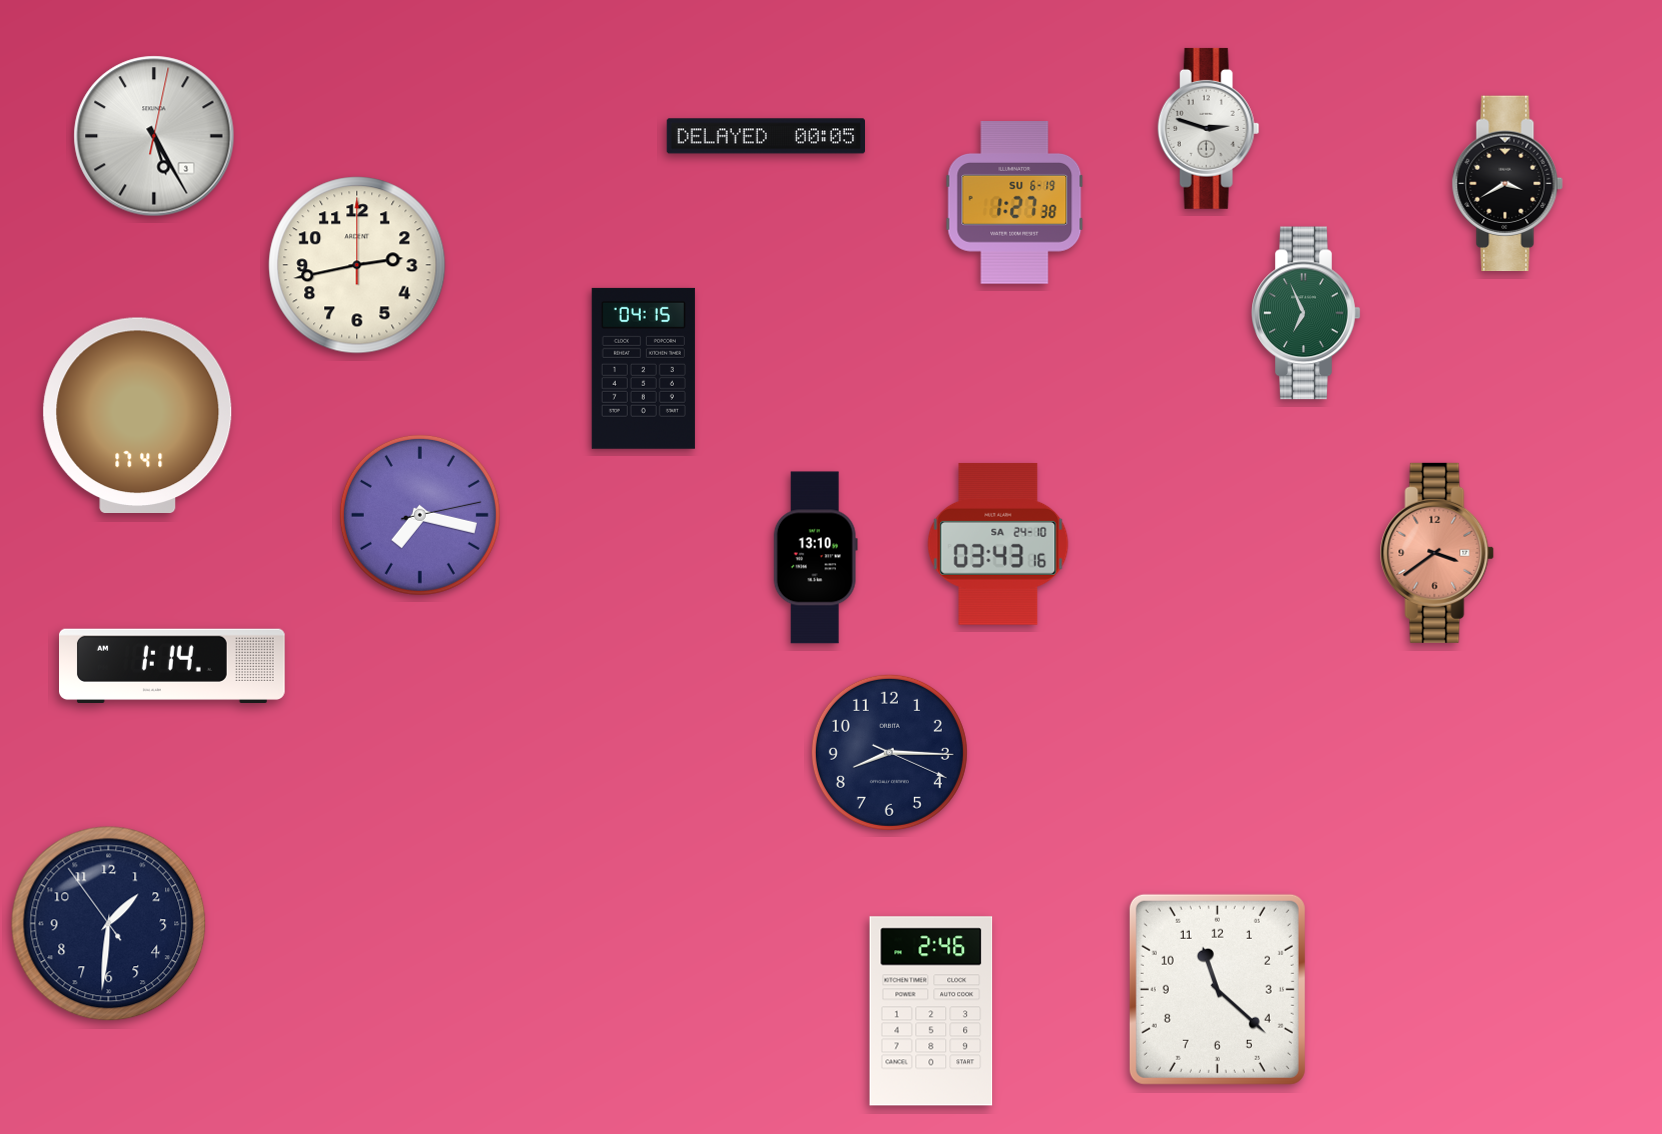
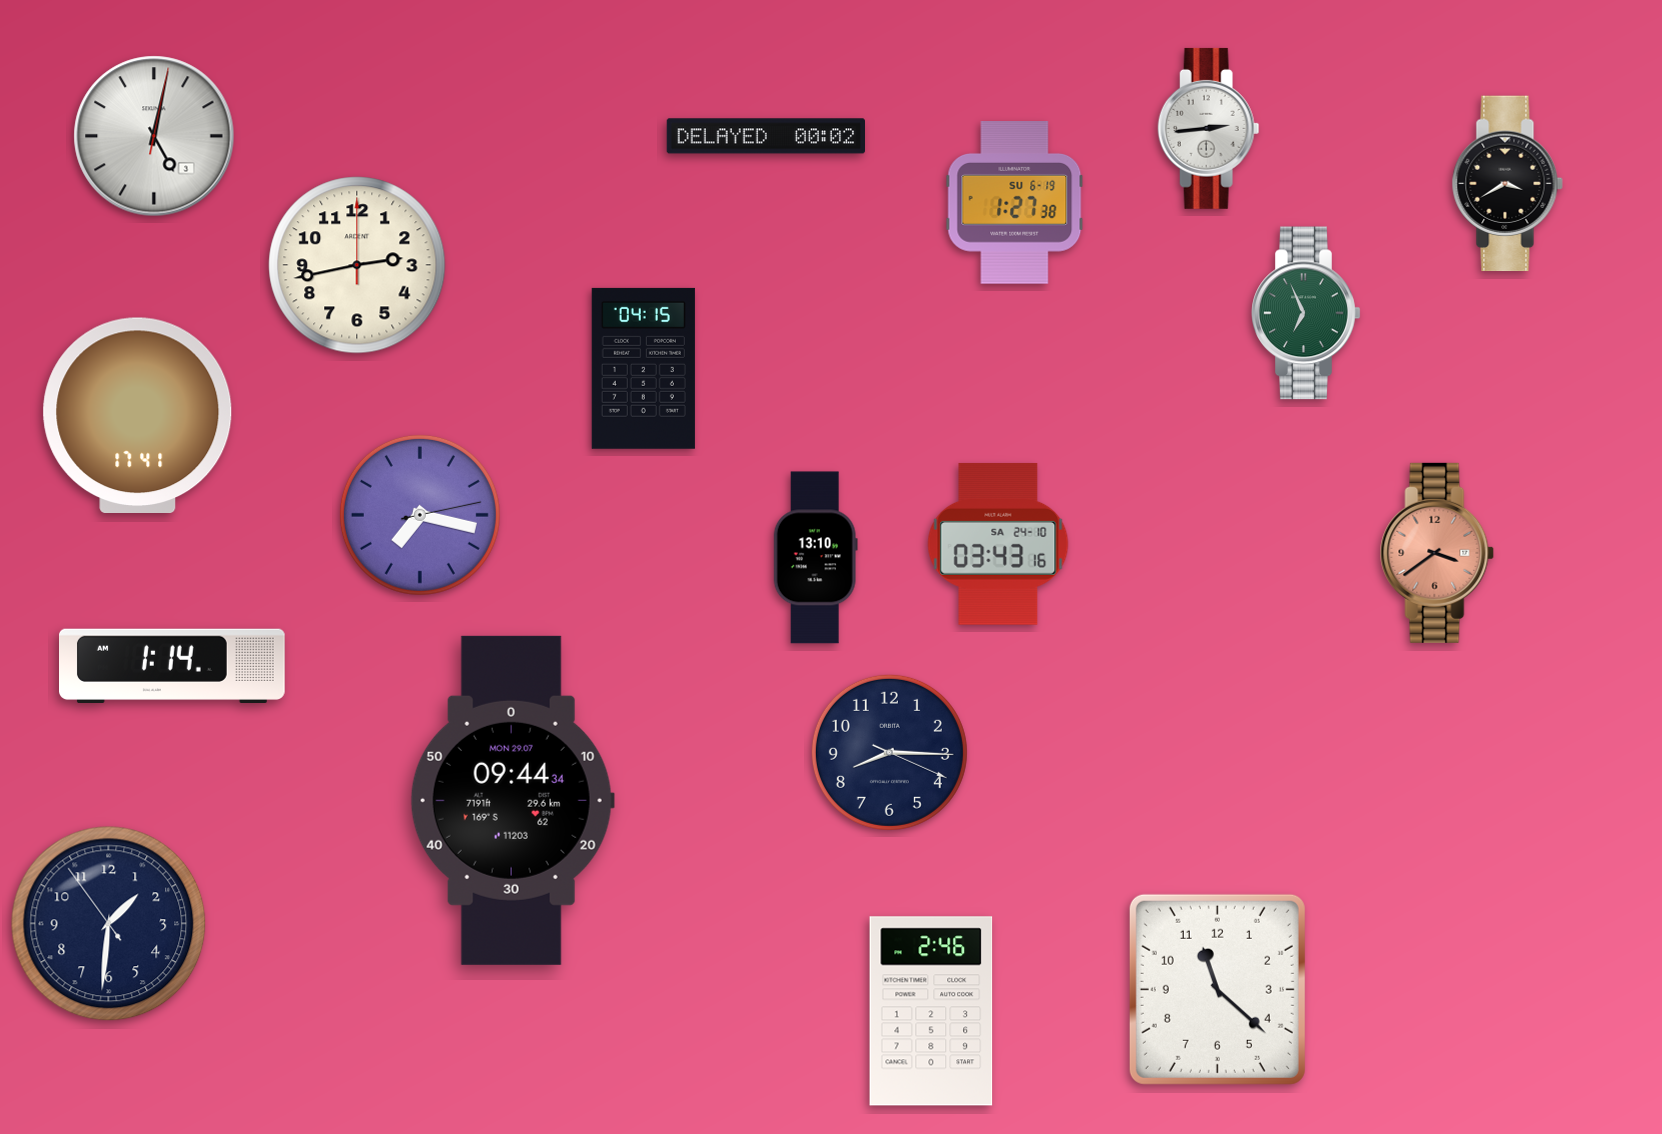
clock at (1209, 128): 2:48 -> 2:44
clock at (154, 136): 5:25 -> 5:02
clock at (765, 136): 00:05 -> 00:02
clock at (512, 800): none -> 09:44
